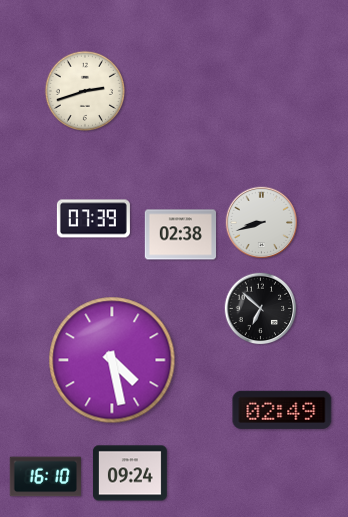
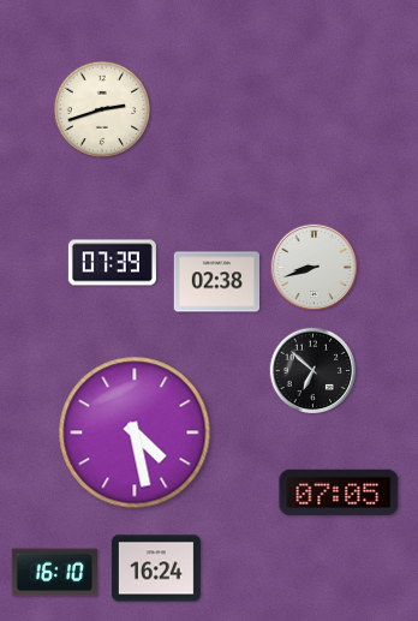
clock at (282, 410): 02:49 -> 07:05
clock at (130, 473): 09:24 -> 16:24
